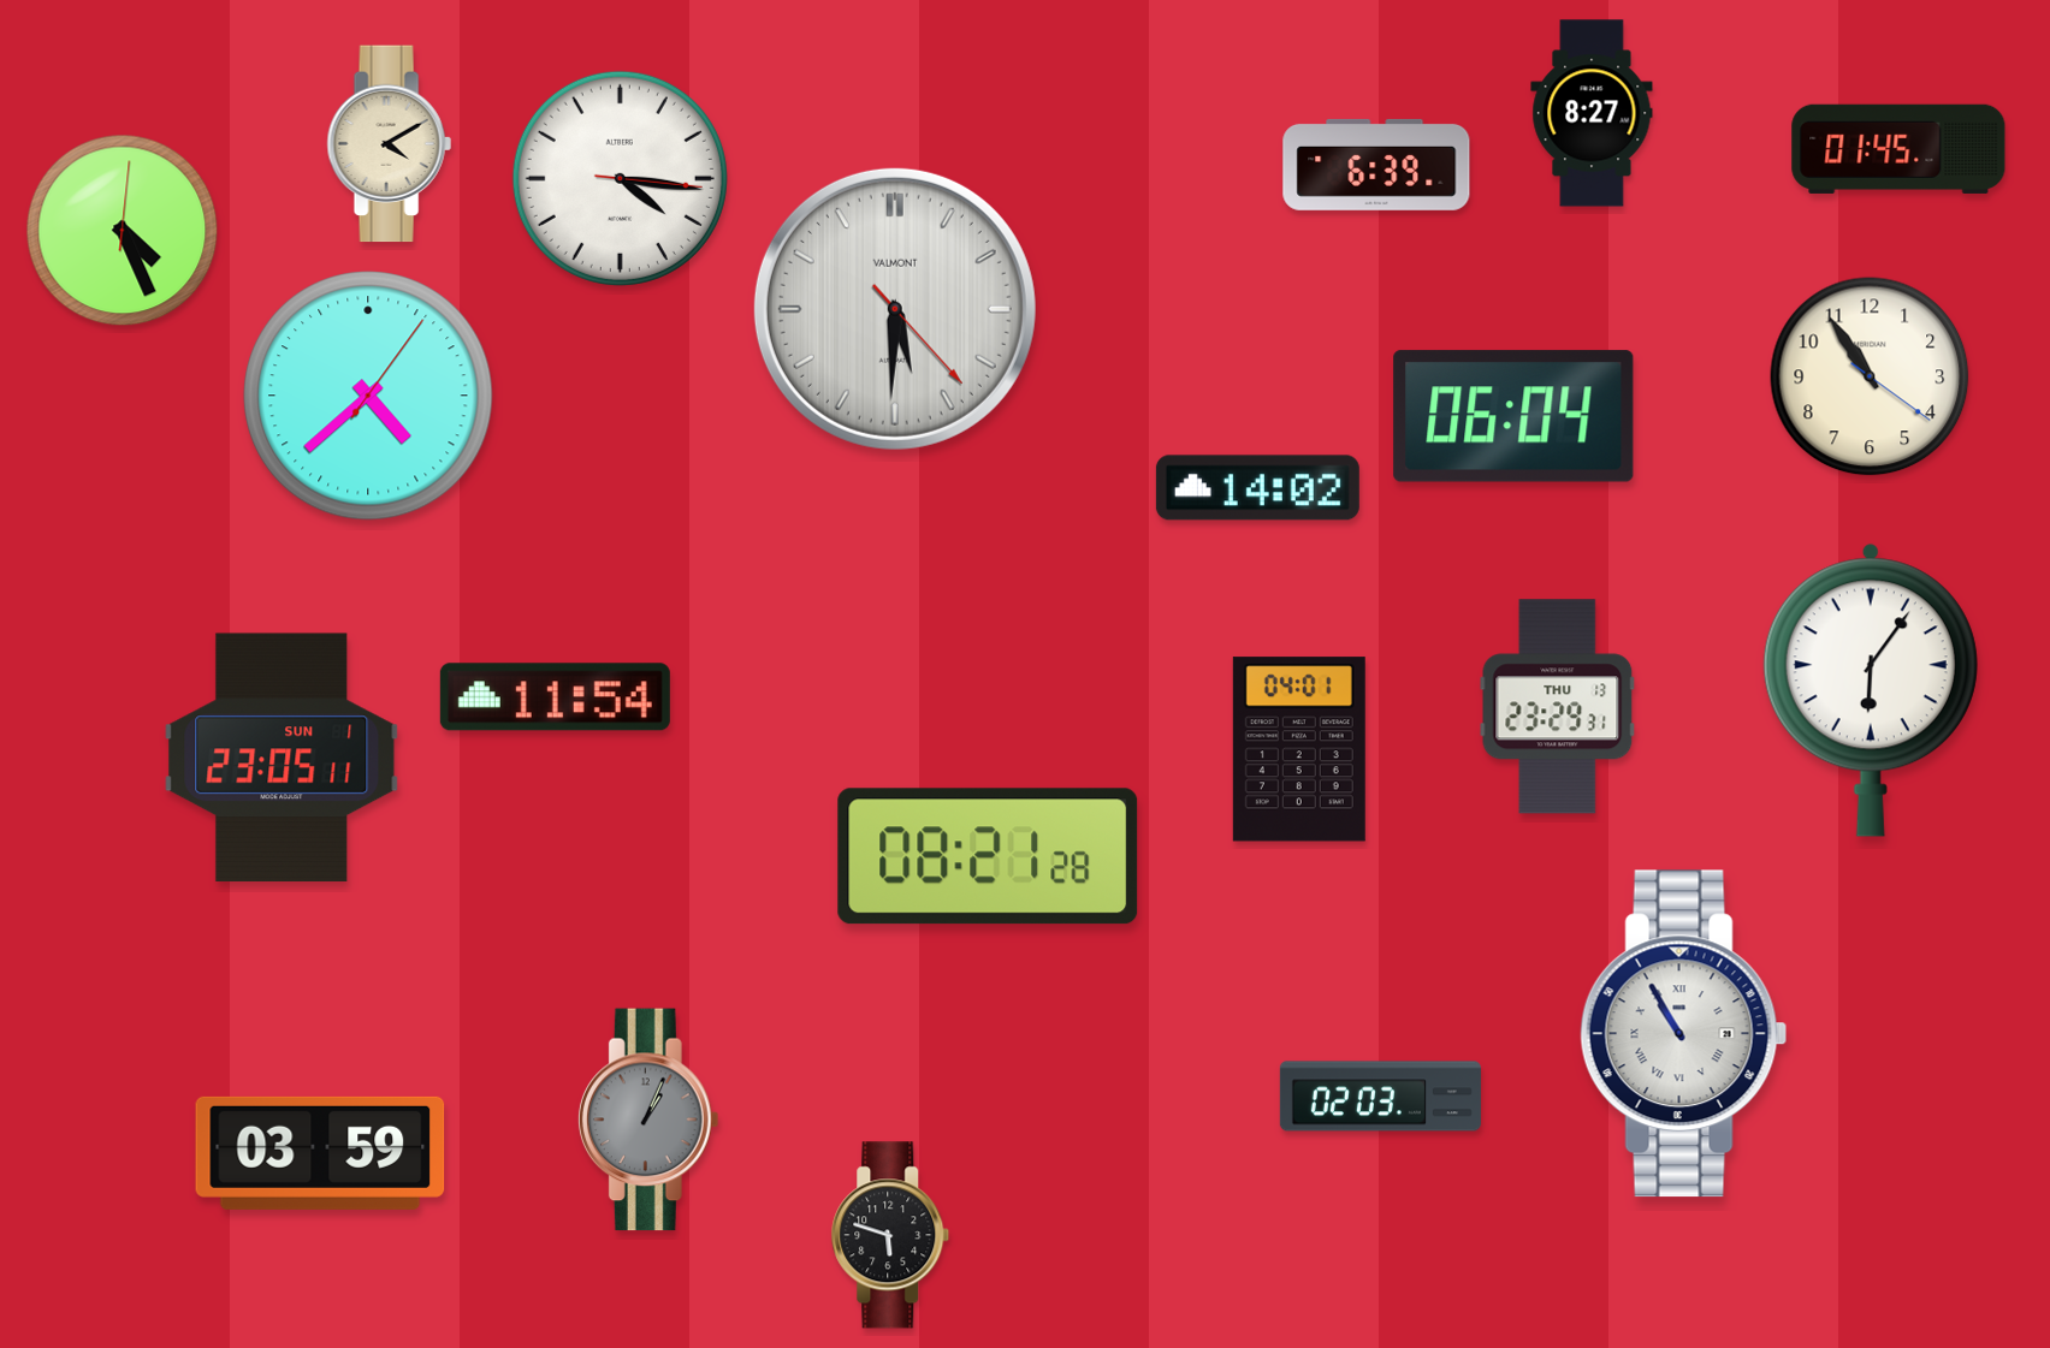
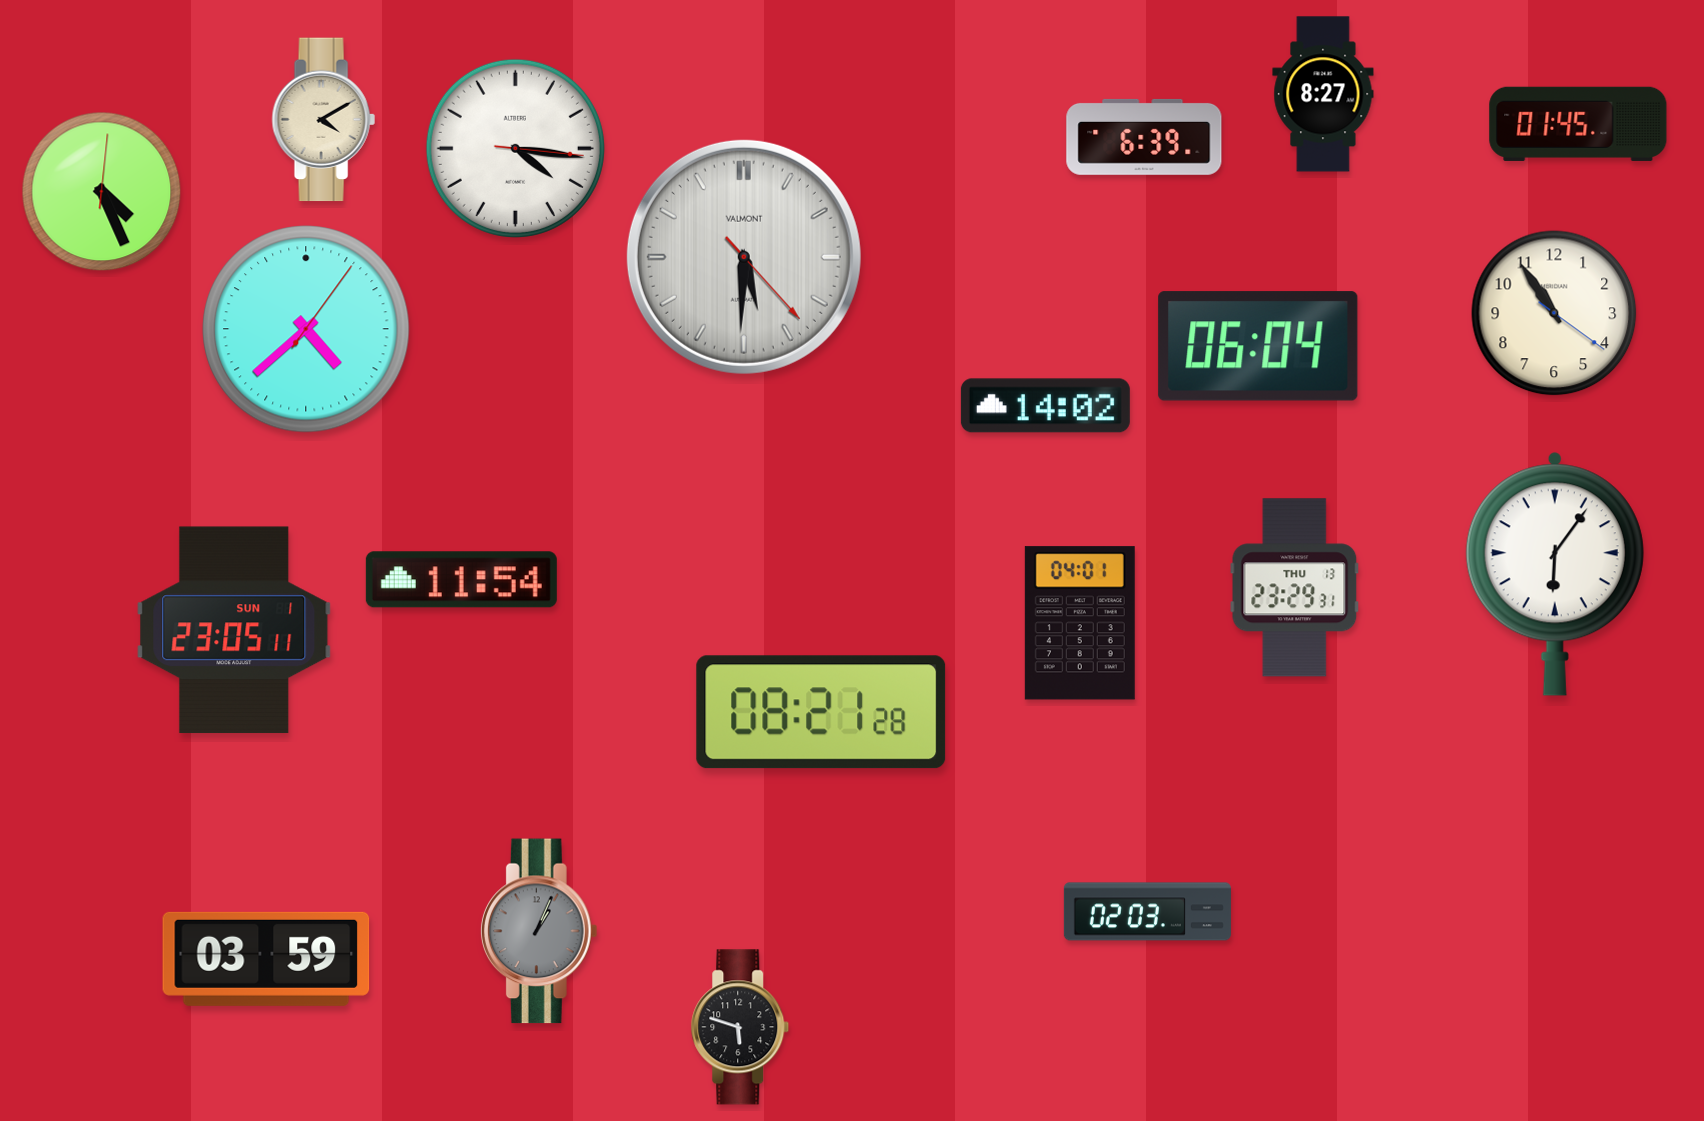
clock at (1684, 1034): 10:55 -> none
